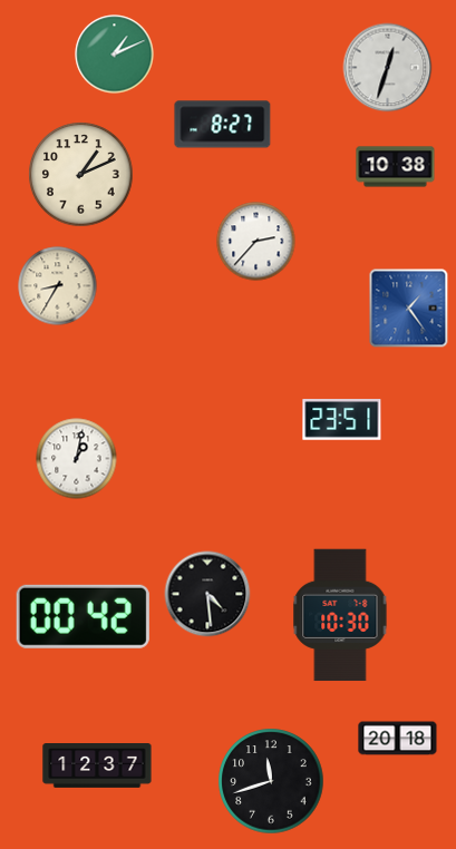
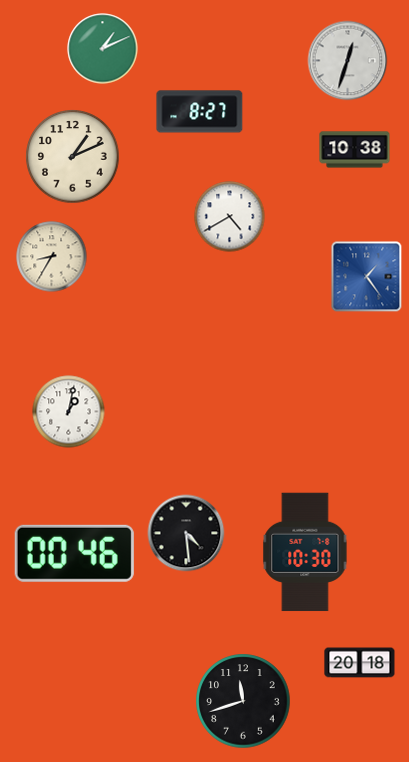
clock at (256, 242): 2:37 -> 4:40
clock at (342, 420): 23:51 -> none
clock at (83, 616): 00:42 -> 00:46
clock at (398, 739) position: (398, 739) -> (360, 663)
clock at (97, 767): 12:37 -> none
